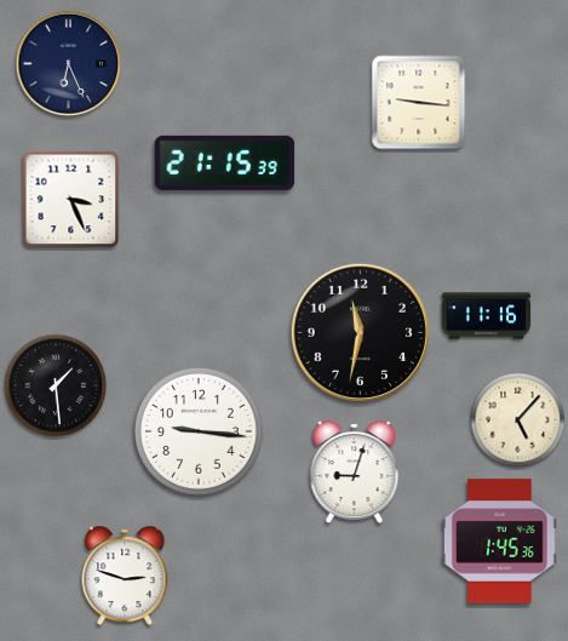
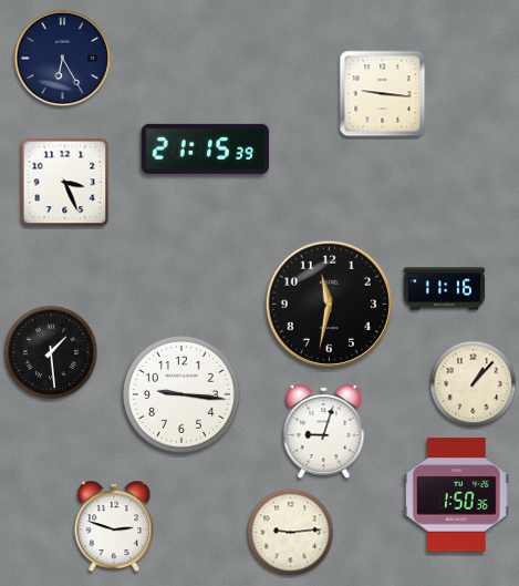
clock at (69, 64): 6:26 -> 6:25
clock at (518, 420): 5:07 -> 1:07
clock at (500, 542): 1:45 -> 1:50
clock at (291, 533): none -> 9:14
